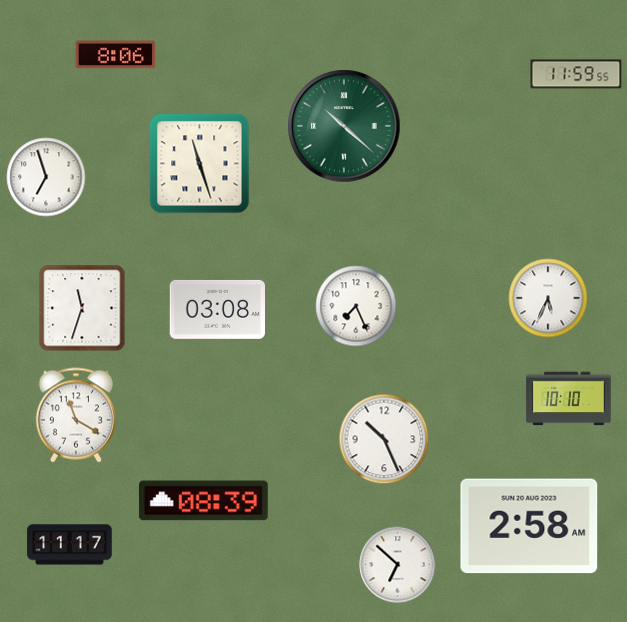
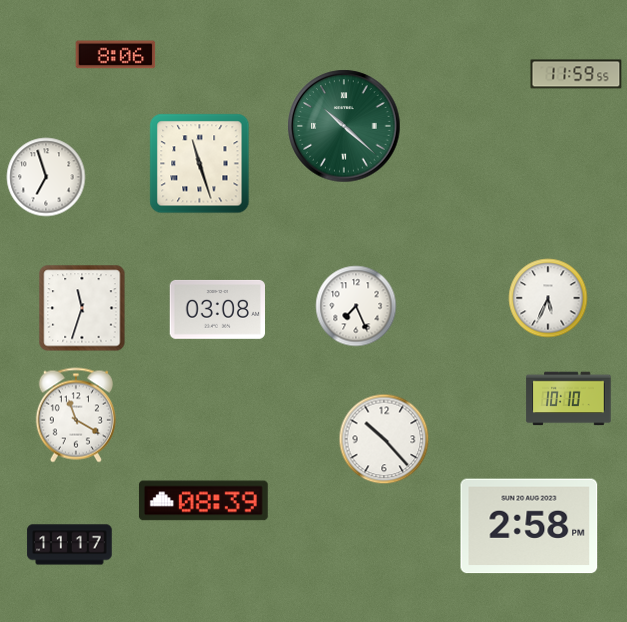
clock at (384, 439): 10:26 -> 10:23
clock at (529, 526): 2:58 AM -> 2:58 PM
clock at (398, 565): 6:52 -> none
